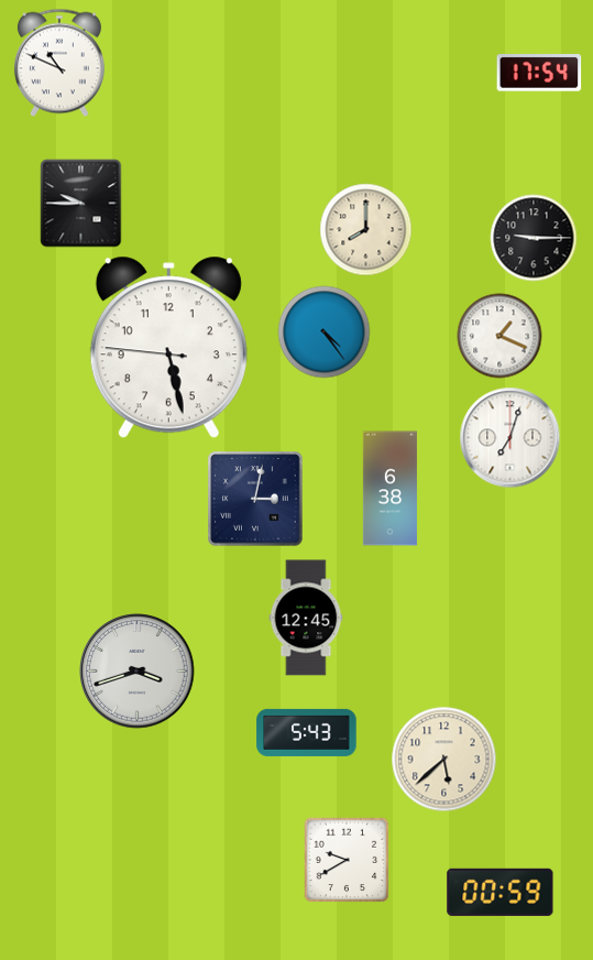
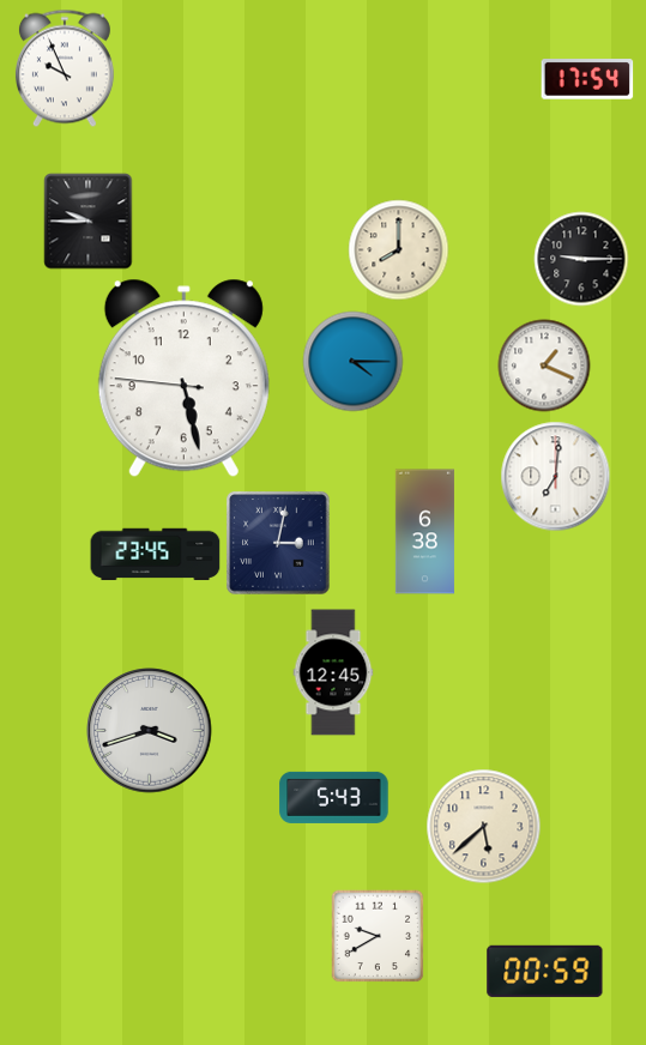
clock at (59, 63): 10:49 -> 9:56
clock at (325, 332): 4:24 -> 4:15
clock at (510, 438): 7:03 -> 7:01
clock at (156, 555): none -> 23:45
